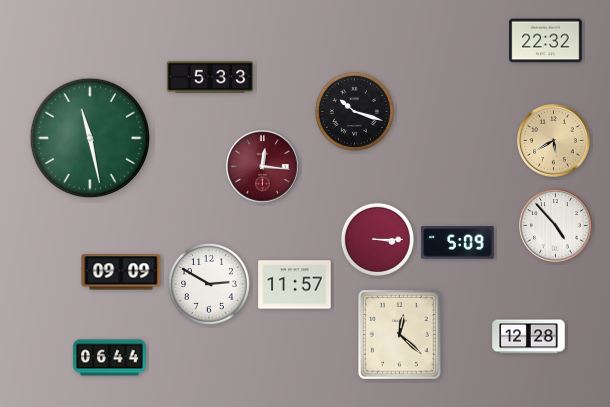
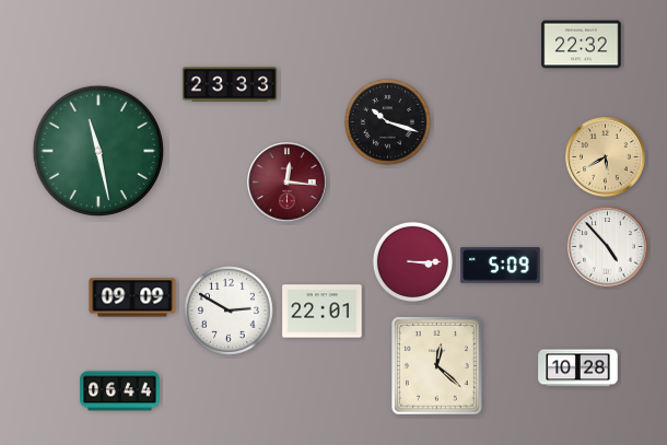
clock at (546, 41) position: (546, 41) -> (582, 45)
clock at (210, 77): 5:33 -> 23:33
clock at (554, 141) position: (554, 141) -> (606, 157)
clock at (295, 285): 11:57 -> 22:01
clock at (529, 337): 12:28 -> 10:28
